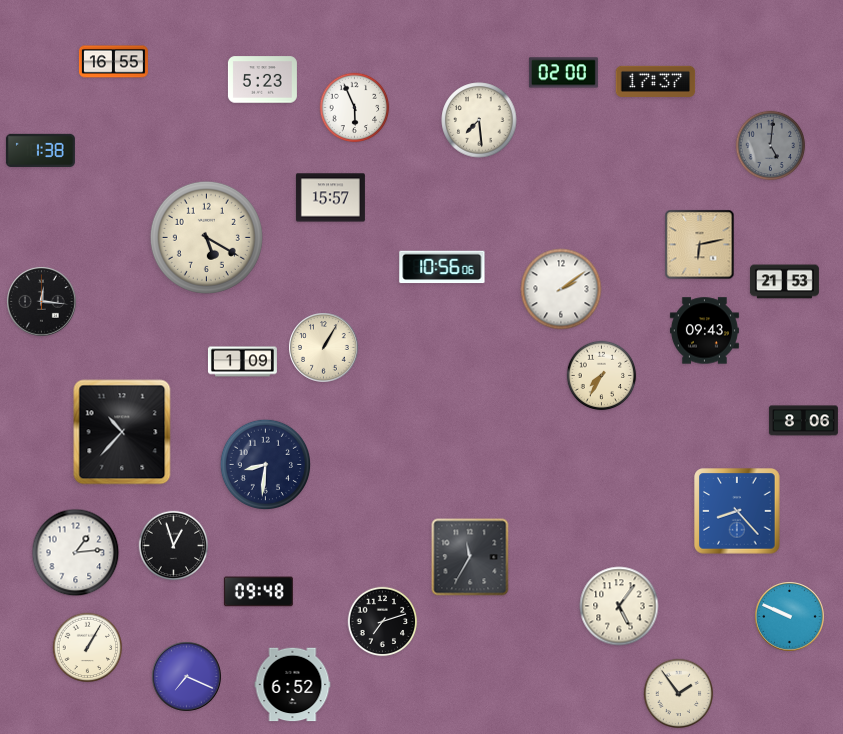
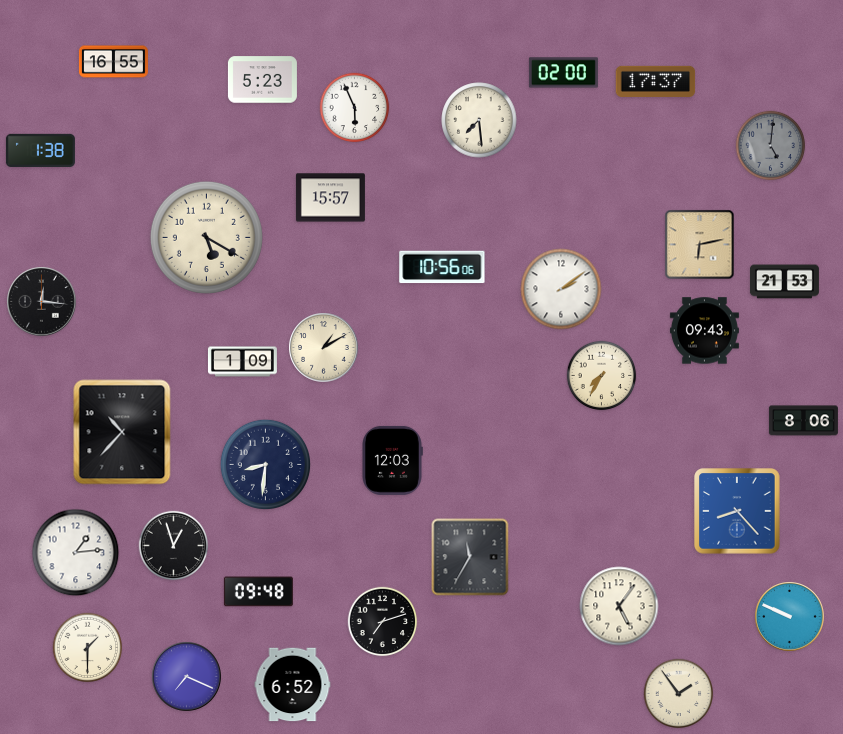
clock at (324, 348): 1:05 -> 1:10
clock at (392, 460): none -> 12:03
clock at (88, 648): 1:05 -> 1:30
